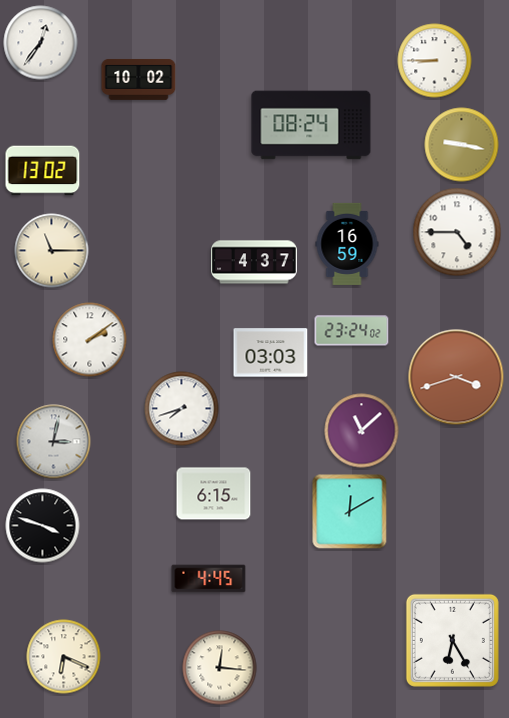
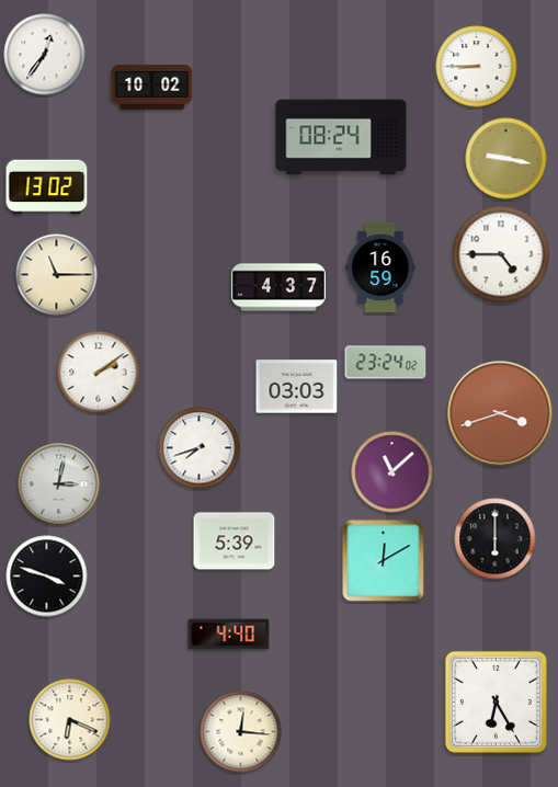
clock at (41, 43) position: (41, 43) -> (45, 55)
clock at (362, 431) position: (362, 431) -> (392, 472)
clock at (496, 539): none -> 6:00
clock at (214, 494): 6:15 -> 5:39
clock at (209, 579): 4:45 -> 4:40
